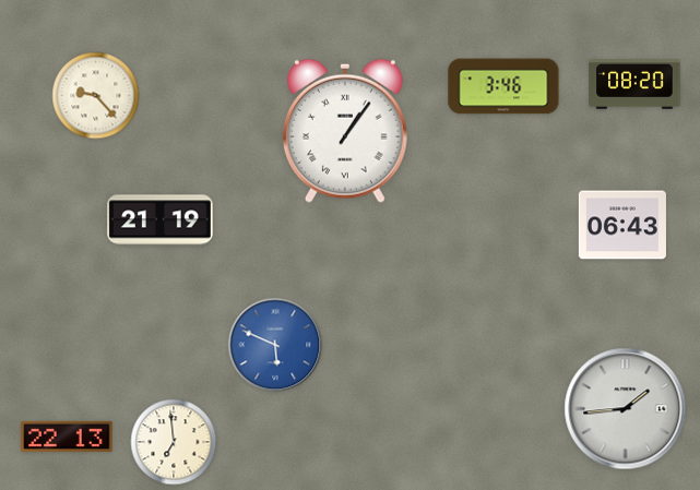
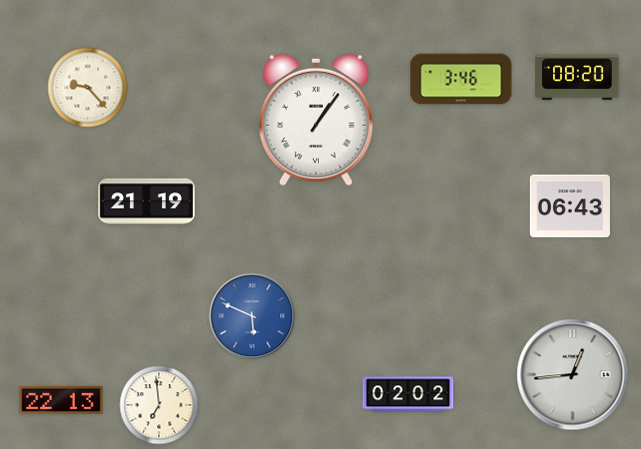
clock at (634, 85) position: (634, 85) -> (577, 78)
clock at (626, 409): 1:44 -> 12:44
clock at (408, 394): none -> 02:02
